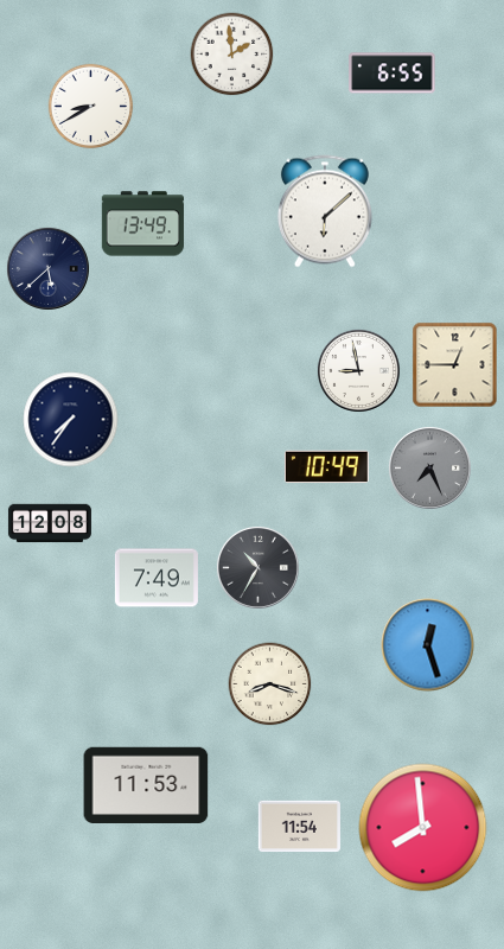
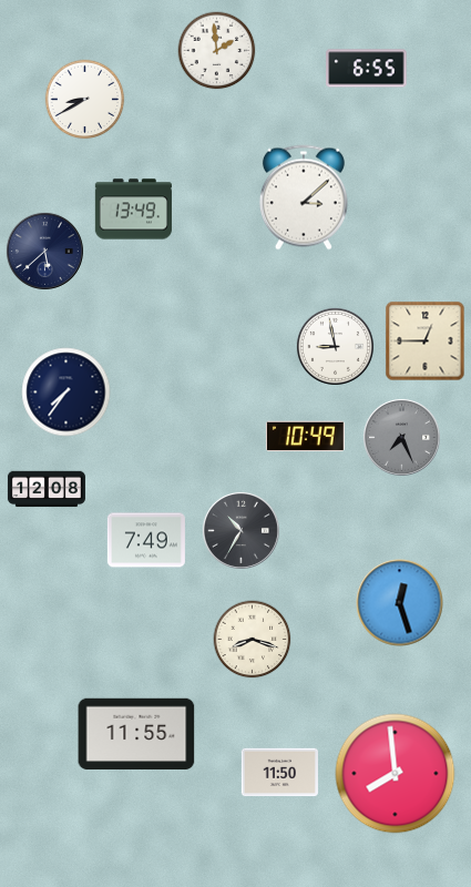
clock at (325, 211): 6:08 -> 3:08
clock at (146, 785): 11:53 -> 11:55
clock at (299, 827): 11:54 -> 11:50
